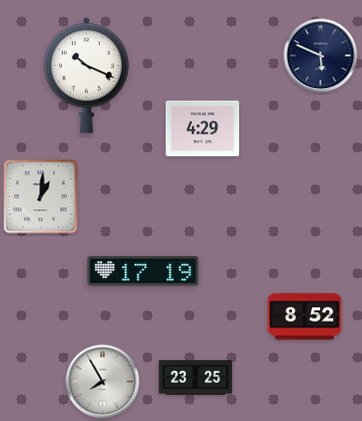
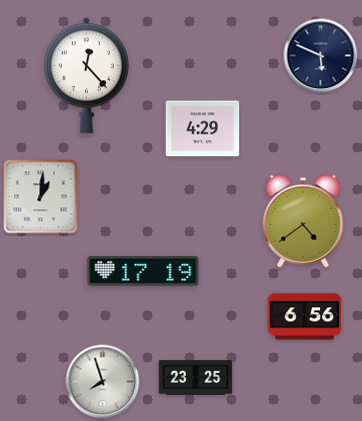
clock at (86, 76): 10:19 -> 12:23
clock at (303, 221): none -> 4:39
clock at (305, 317): 8:52 -> 6:56
clock at (103, 382): 7:55 -> 7:57
